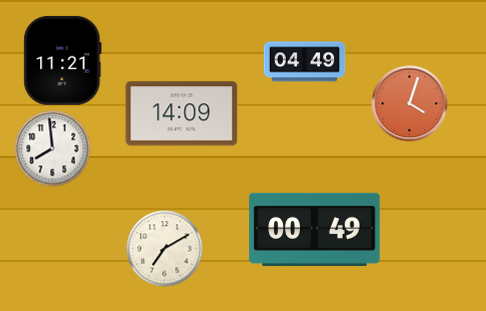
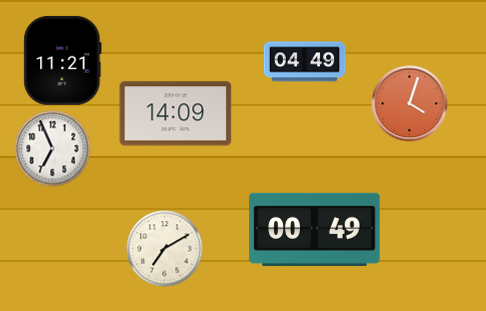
clock at (182, 114) position: (182, 114) -> (176, 114)
clock at (53, 149): 7:59 -> 6:56
